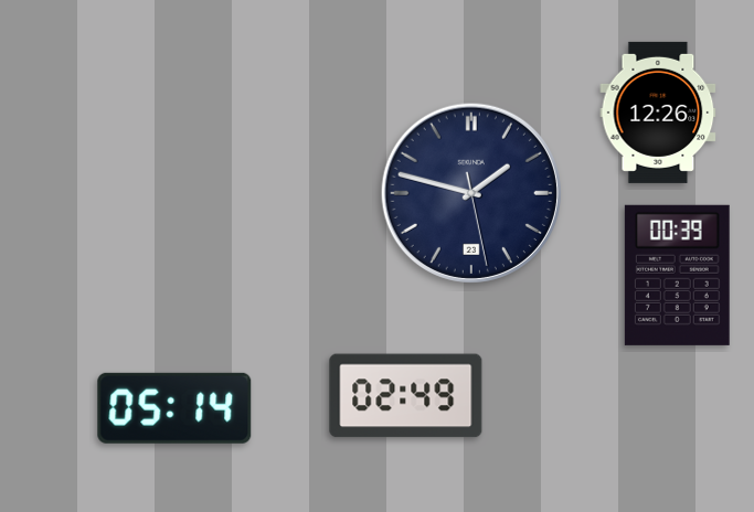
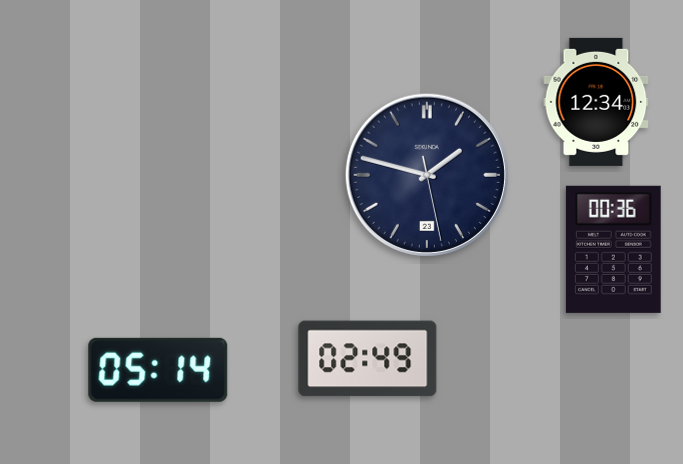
clock at (658, 113): 12:26 -> 12:34
clock at (677, 275): 00:39 -> 00:36
